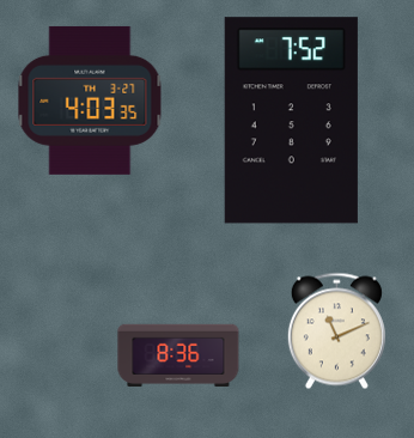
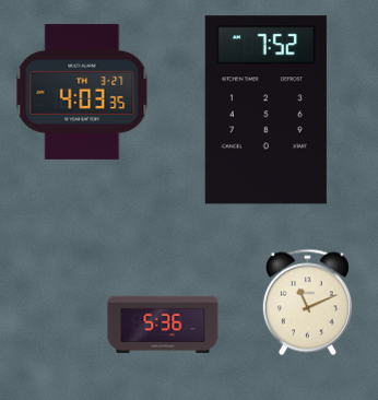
clock at (178, 354): 8:36 -> 5:36
